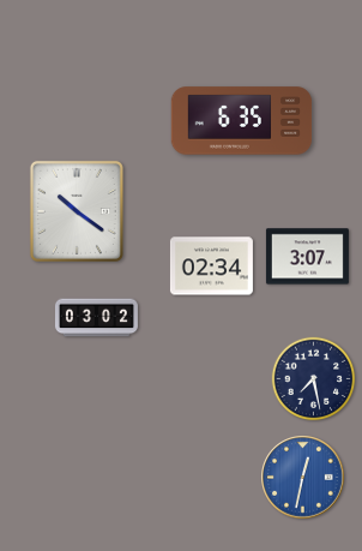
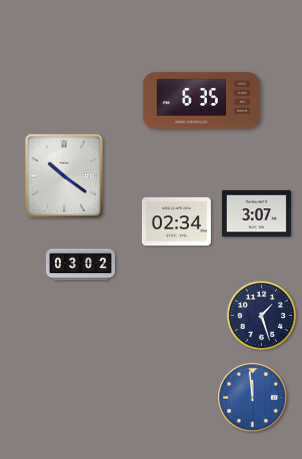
clock at (314, 379): 7:28 -> 1:27
clock at (303, 478): 12:32 -> 11:59
